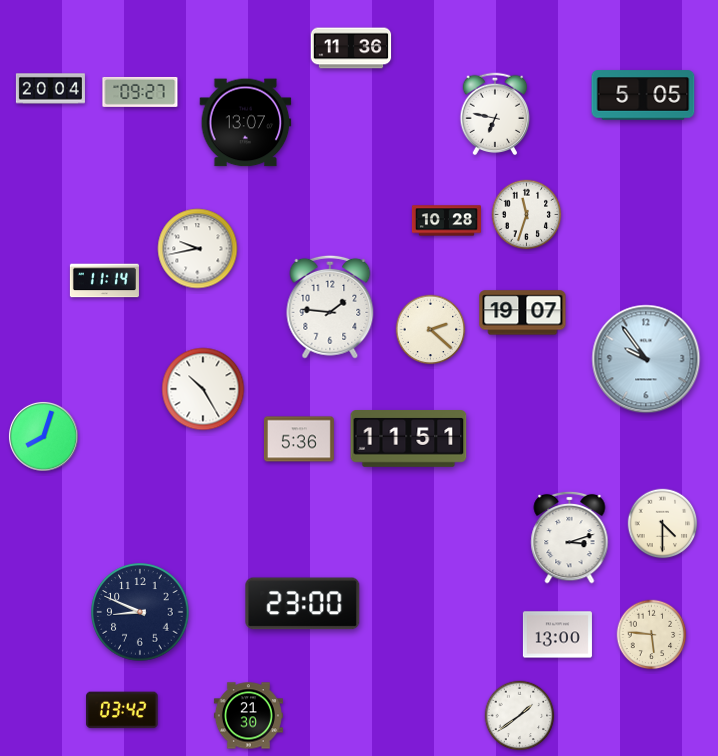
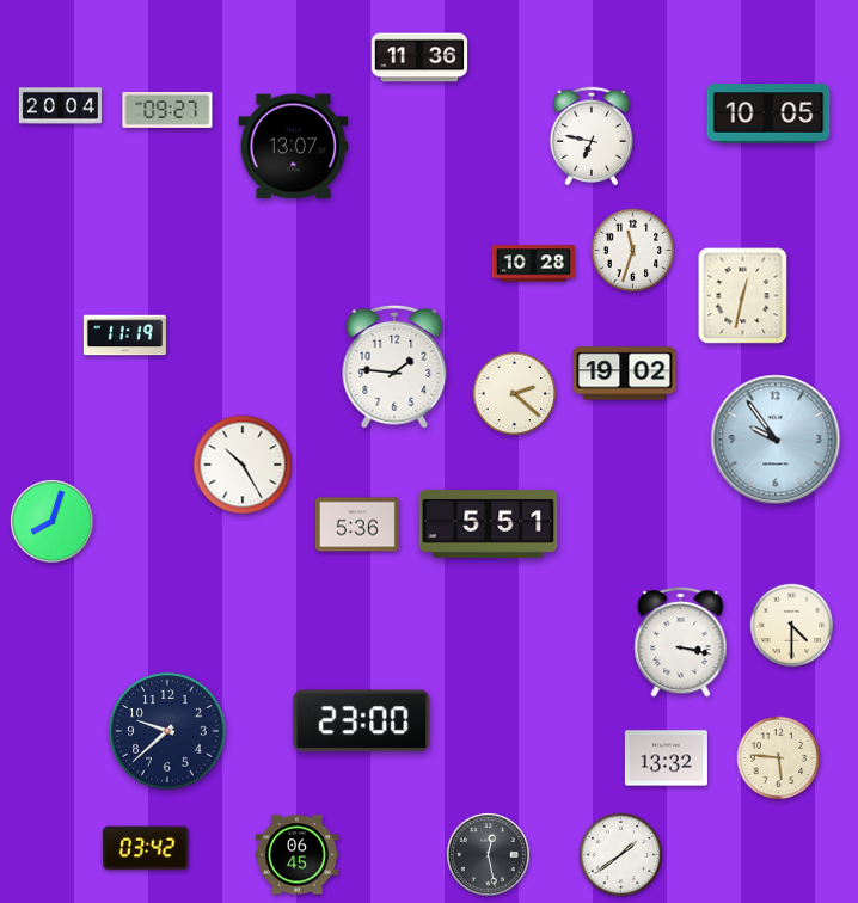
clock at (643, 95): 5:05 -> 10:05
clock at (527, 215) position: (527, 215) -> (633, 251)
clock at (743, 296): none -> 12:32
clock at (198, 249): 9:43 -> none
clock at (104, 281): 11:14 -> 11:19
clock at (523, 313): 19:07 -> 19:02
clock at (646, 359) position: (646, 359) -> (776, 440)
clock at (409, 439): 11:51 -> 5:51
clock at (570, 537): 3:12 -> 3:17
clock at (140, 612): 8:49 -> 9:38
clock at (557, 635): 13:00 -> 13:32
clock at (248, 716): 21:30 -> 06:45
clock at (489, 855): none -> 12:28
